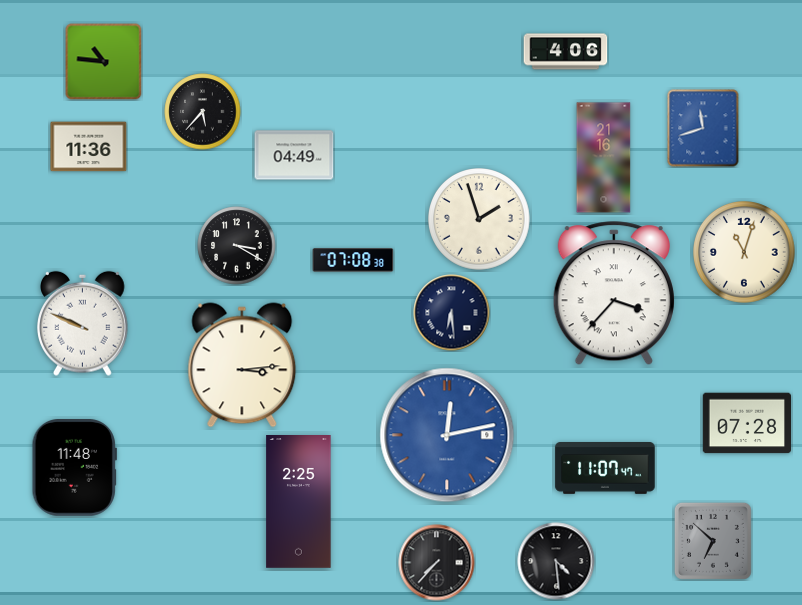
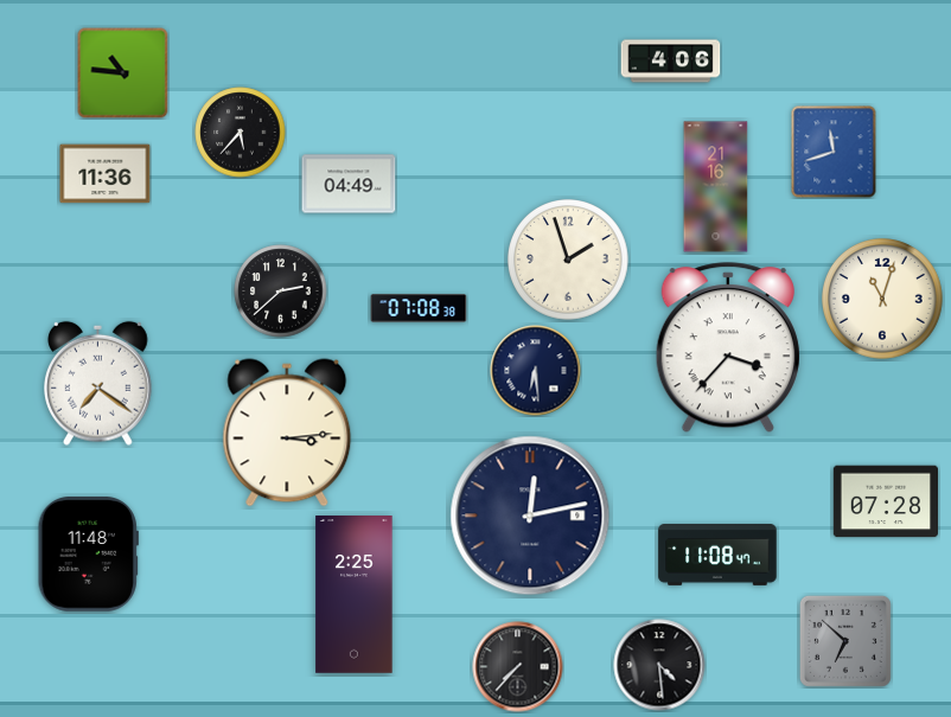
clock at (237, 246): 3:20 -> 2:38
clock at (83, 323): 9:49 -> 7:21
clock at (447, 435) dial: blue -> navy
clock at (605, 469): 11:07 -> 11:08
